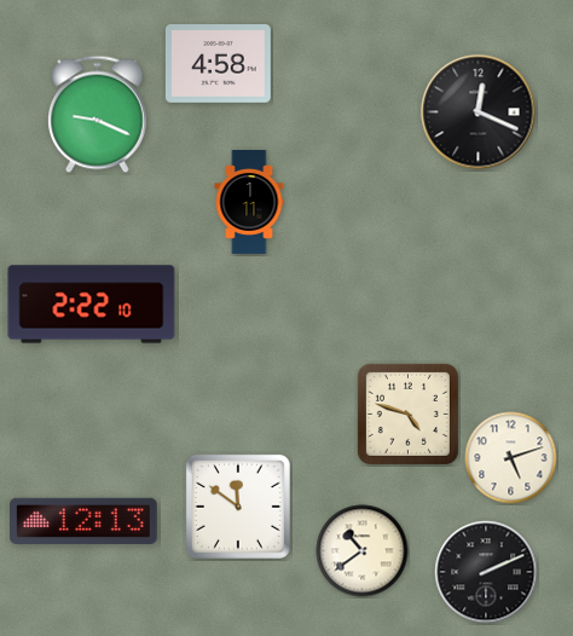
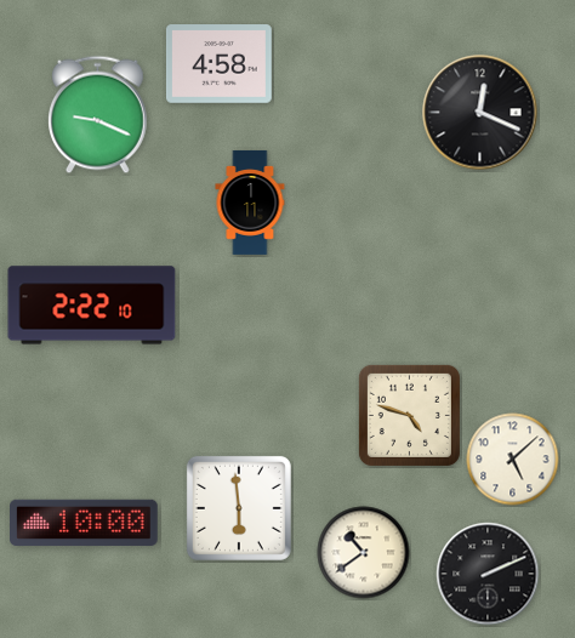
clock at (511, 458): 5:12 -> 5:08
clock at (238, 507): 11:51 -> 5:59
clock at (85, 520): 12:13 -> 10:00
